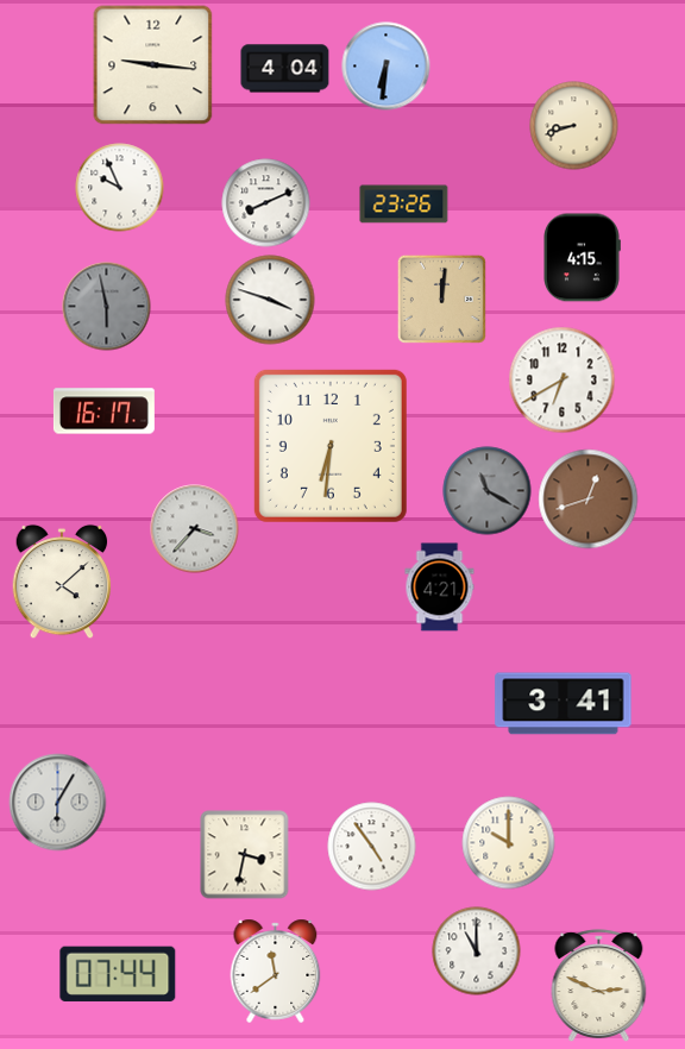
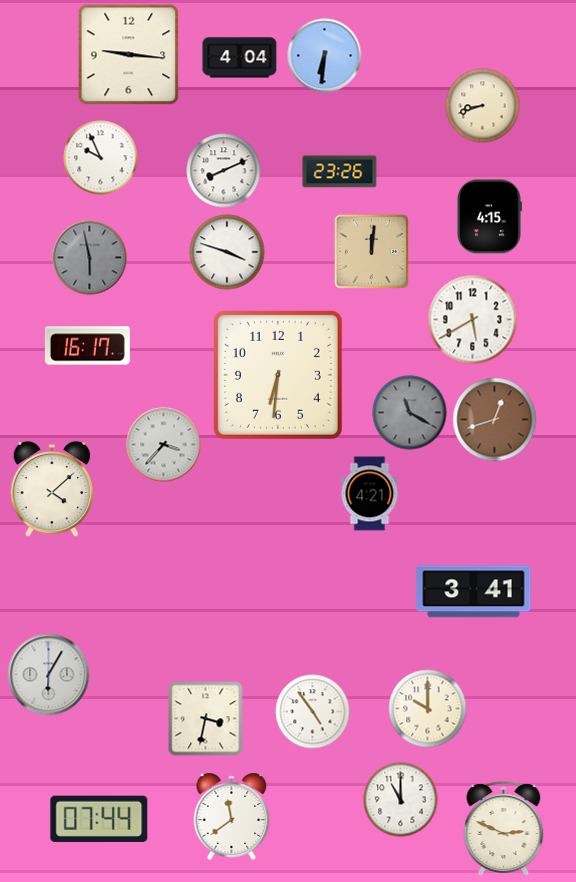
clock at (563, 381): 6:40 -> 5:40
